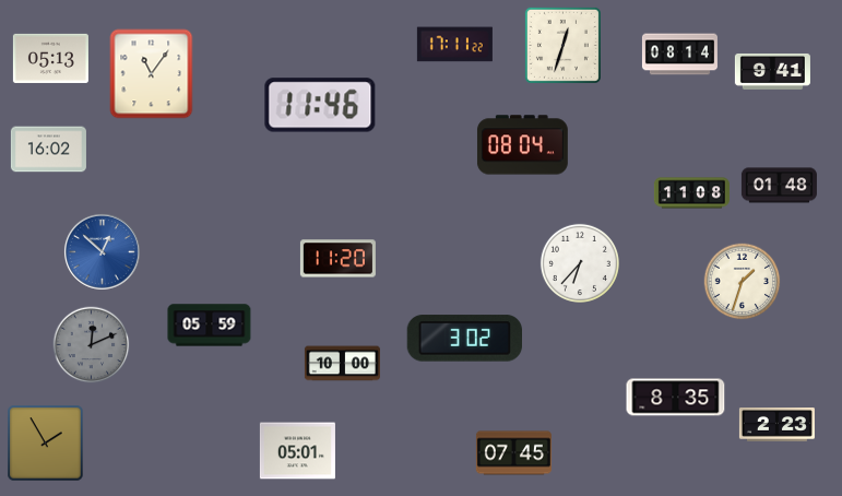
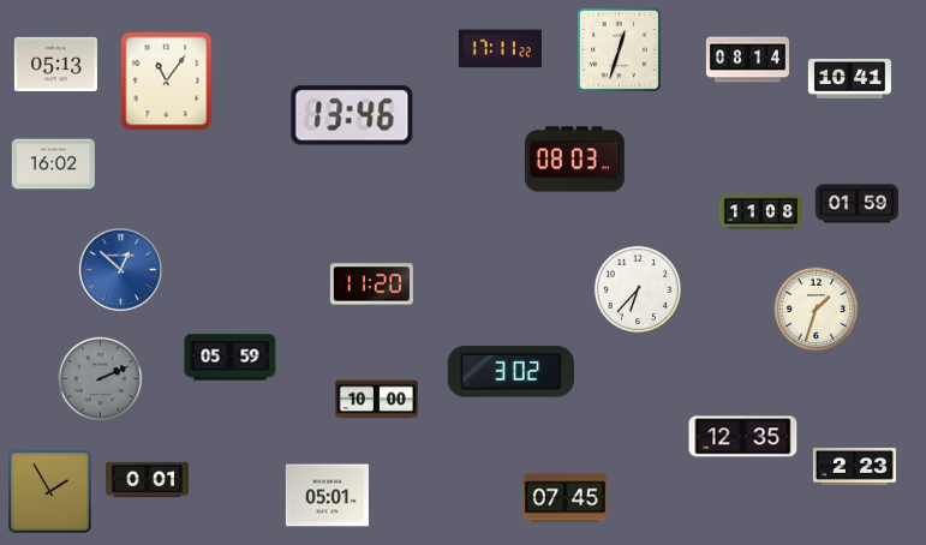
clock at (772, 71): 9:41 -> 10:41
clock at (320, 105): 11:46 -> 13:46
clock at (523, 145): 08:04 -> 08:03
clock at (779, 186): 01:48 -> 01:59
clock at (103, 252) position: (103, 252) -> (121, 270)
clock at (92, 345): 12:11 -> 2:11
clock at (676, 398): 8:35 -> 12:35
clock at (147, 480): none -> 0:01
clock at (46, 444) position: (46, 444) -> (50, 492)
